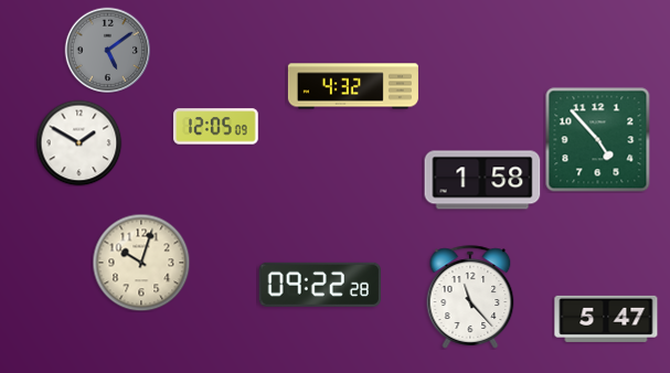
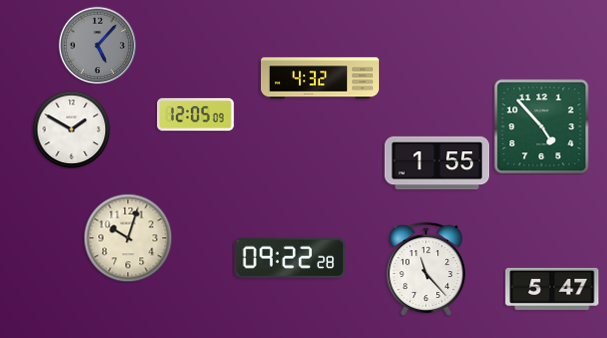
clock at (107, 50): 5:09 -> 5:07
clock at (482, 180): 1:58 -> 1:55
clock at (606, 319) position: (606, 319) -> (552, 289)
